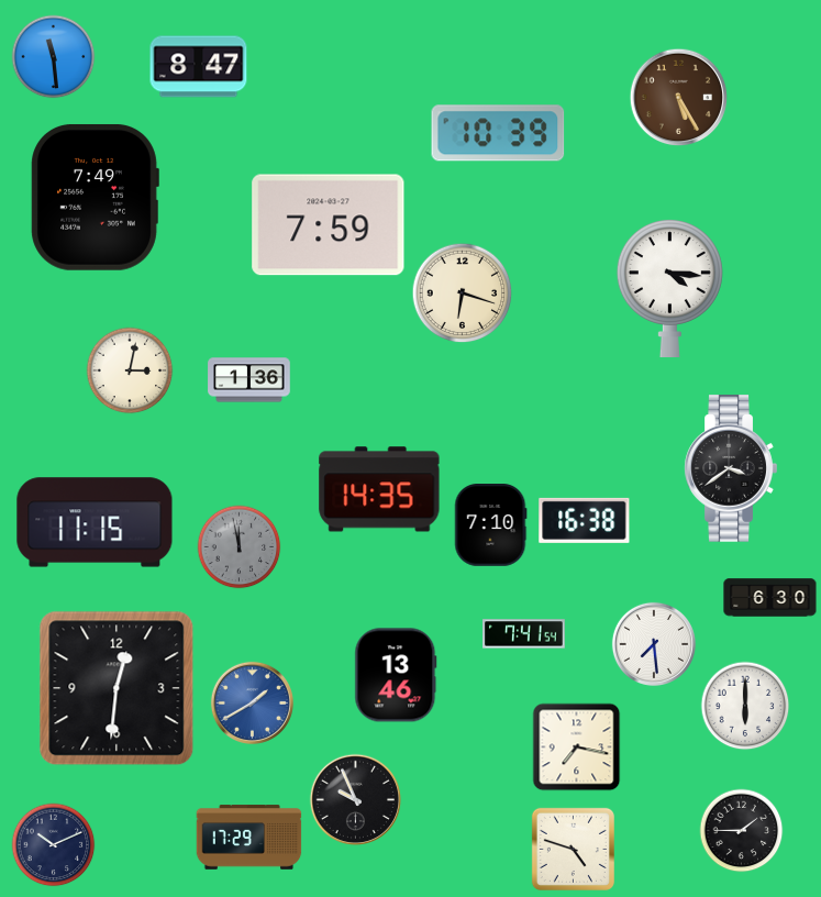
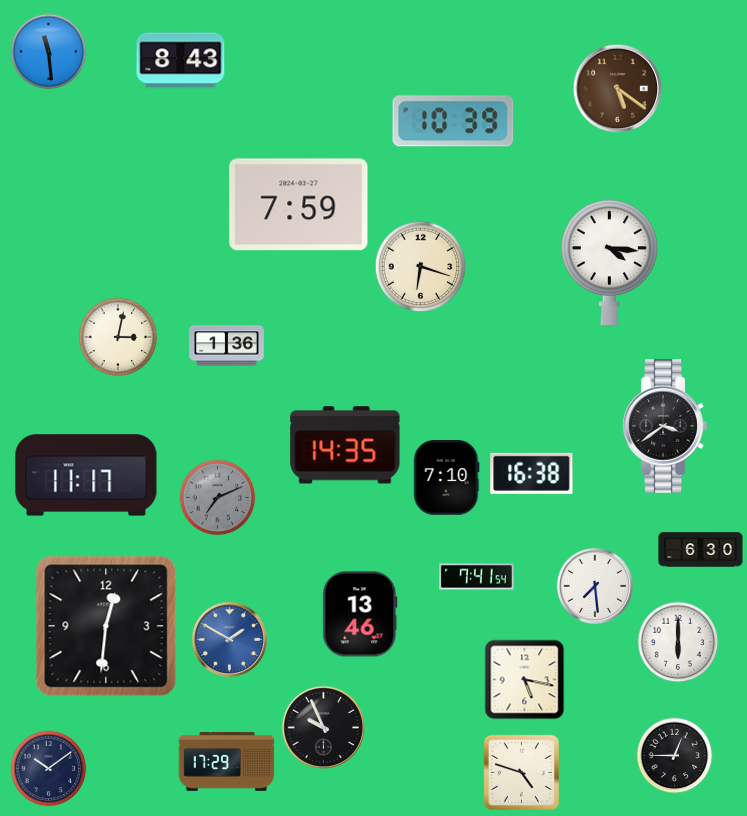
clock at (199, 67): 8:47 -> 8:43
clock at (679, 98): 5:25 -> 5:21
clock at (95, 197): 7:49 -> none
clock at (95, 522): 11:15 -> 11:17
clock at (240, 547): 11:58 -> 7:11
clock at (770, 598) position: (770, 598) -> (701, 550)
clock at (252, 702): 1:40 -> 1:50
clock at (577, 748): 7:17 -> 5:17
clock at (742, 831): 1:45 -> 12:45
clock at (54, 845): 10:11 -> 10:09
